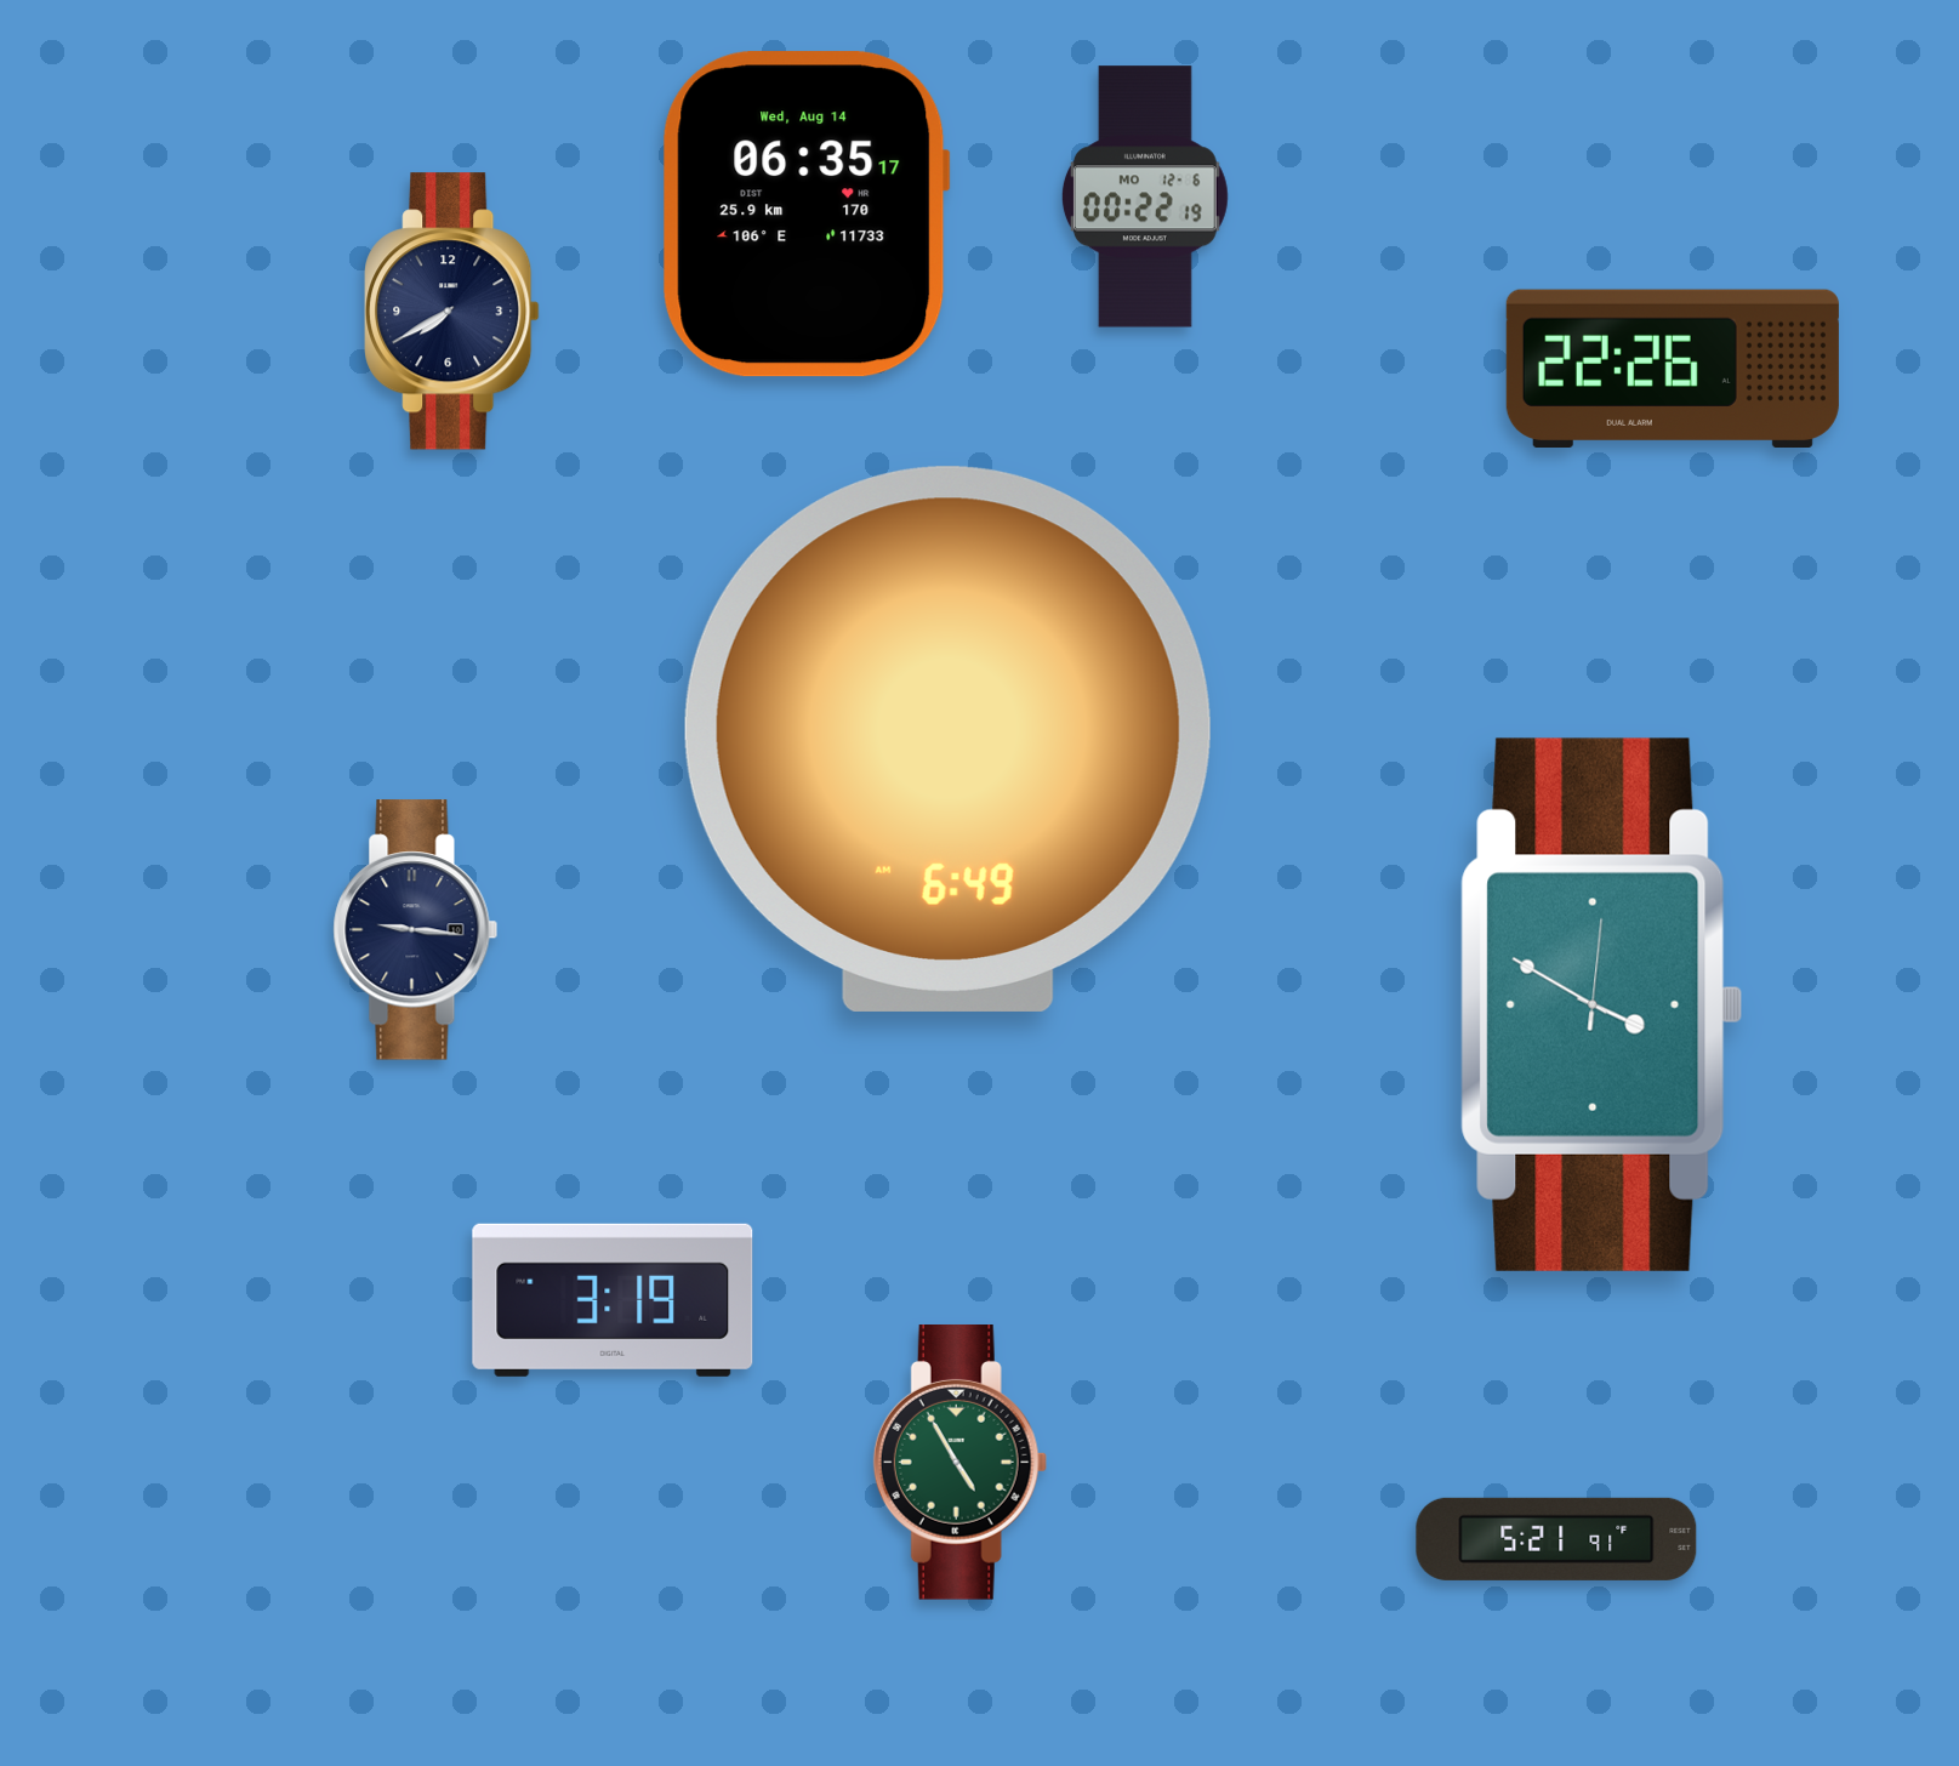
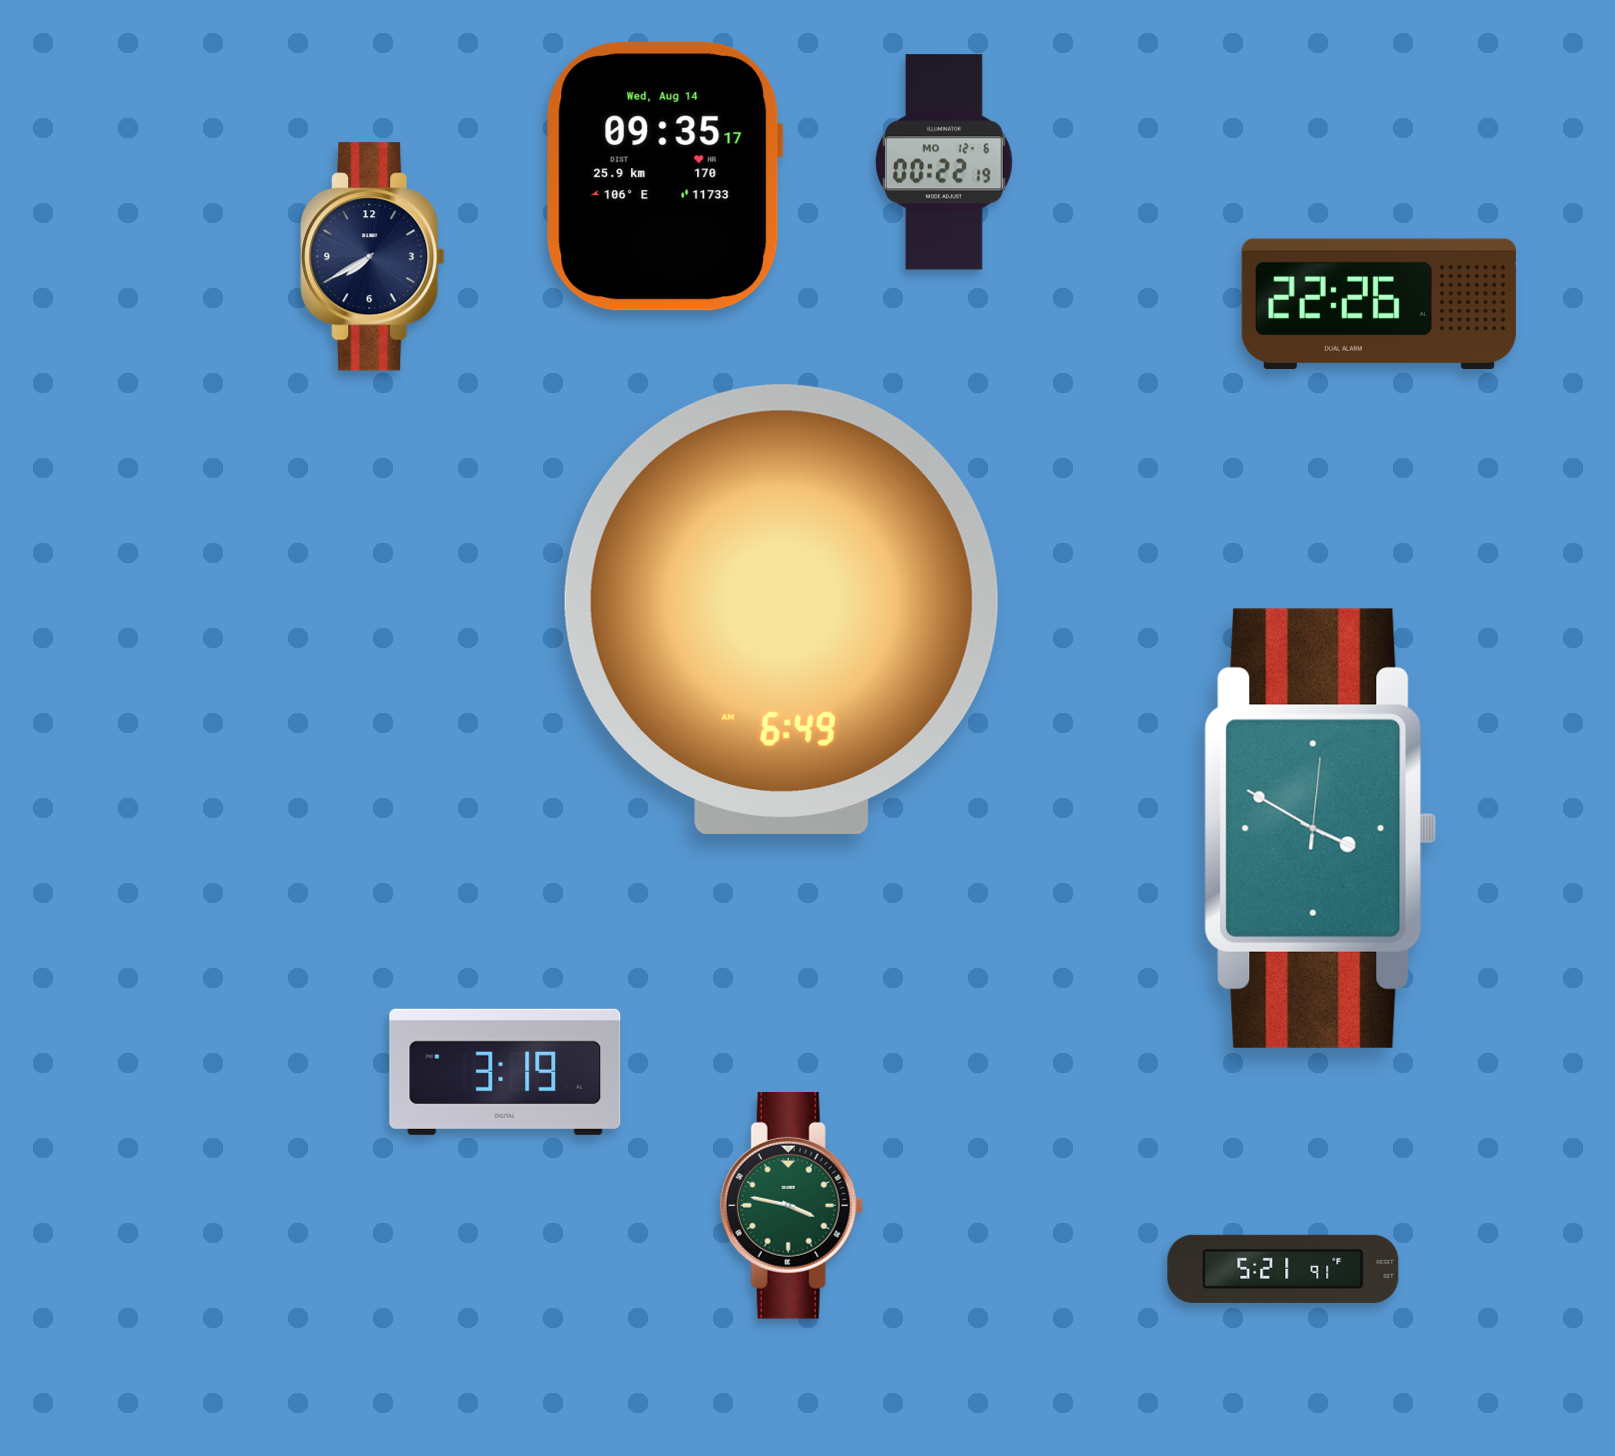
clock at (805, 215): 06:35 -> 09:35
clock at (416, 930): 9:16 -> none
clock at (959, 1463): 4:55 -> 3:47
